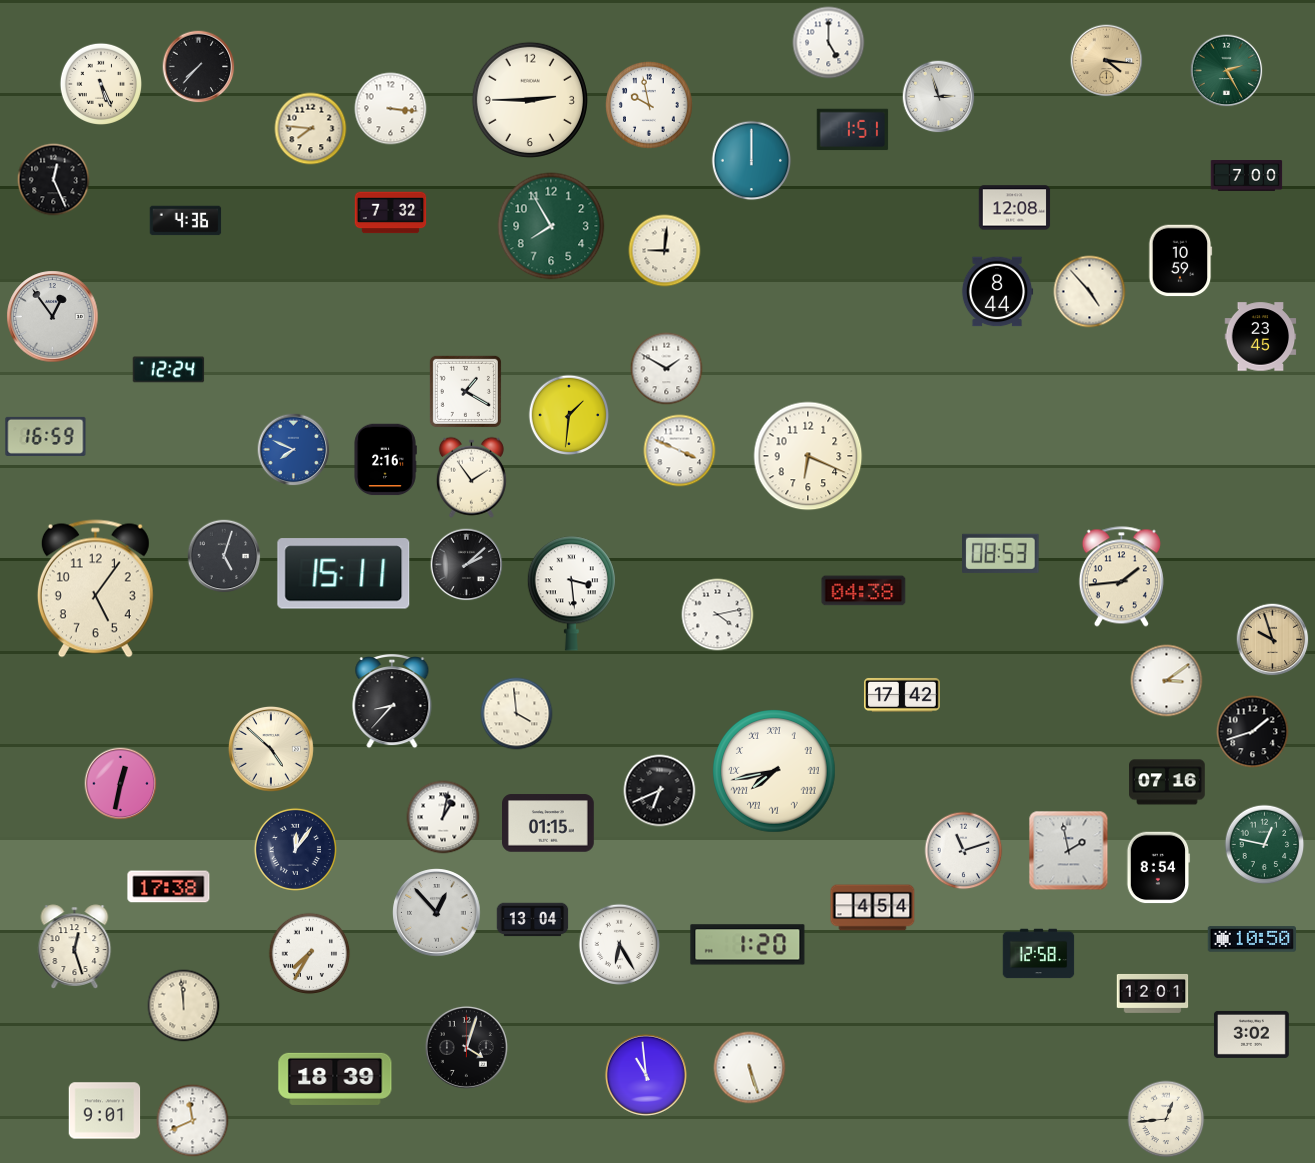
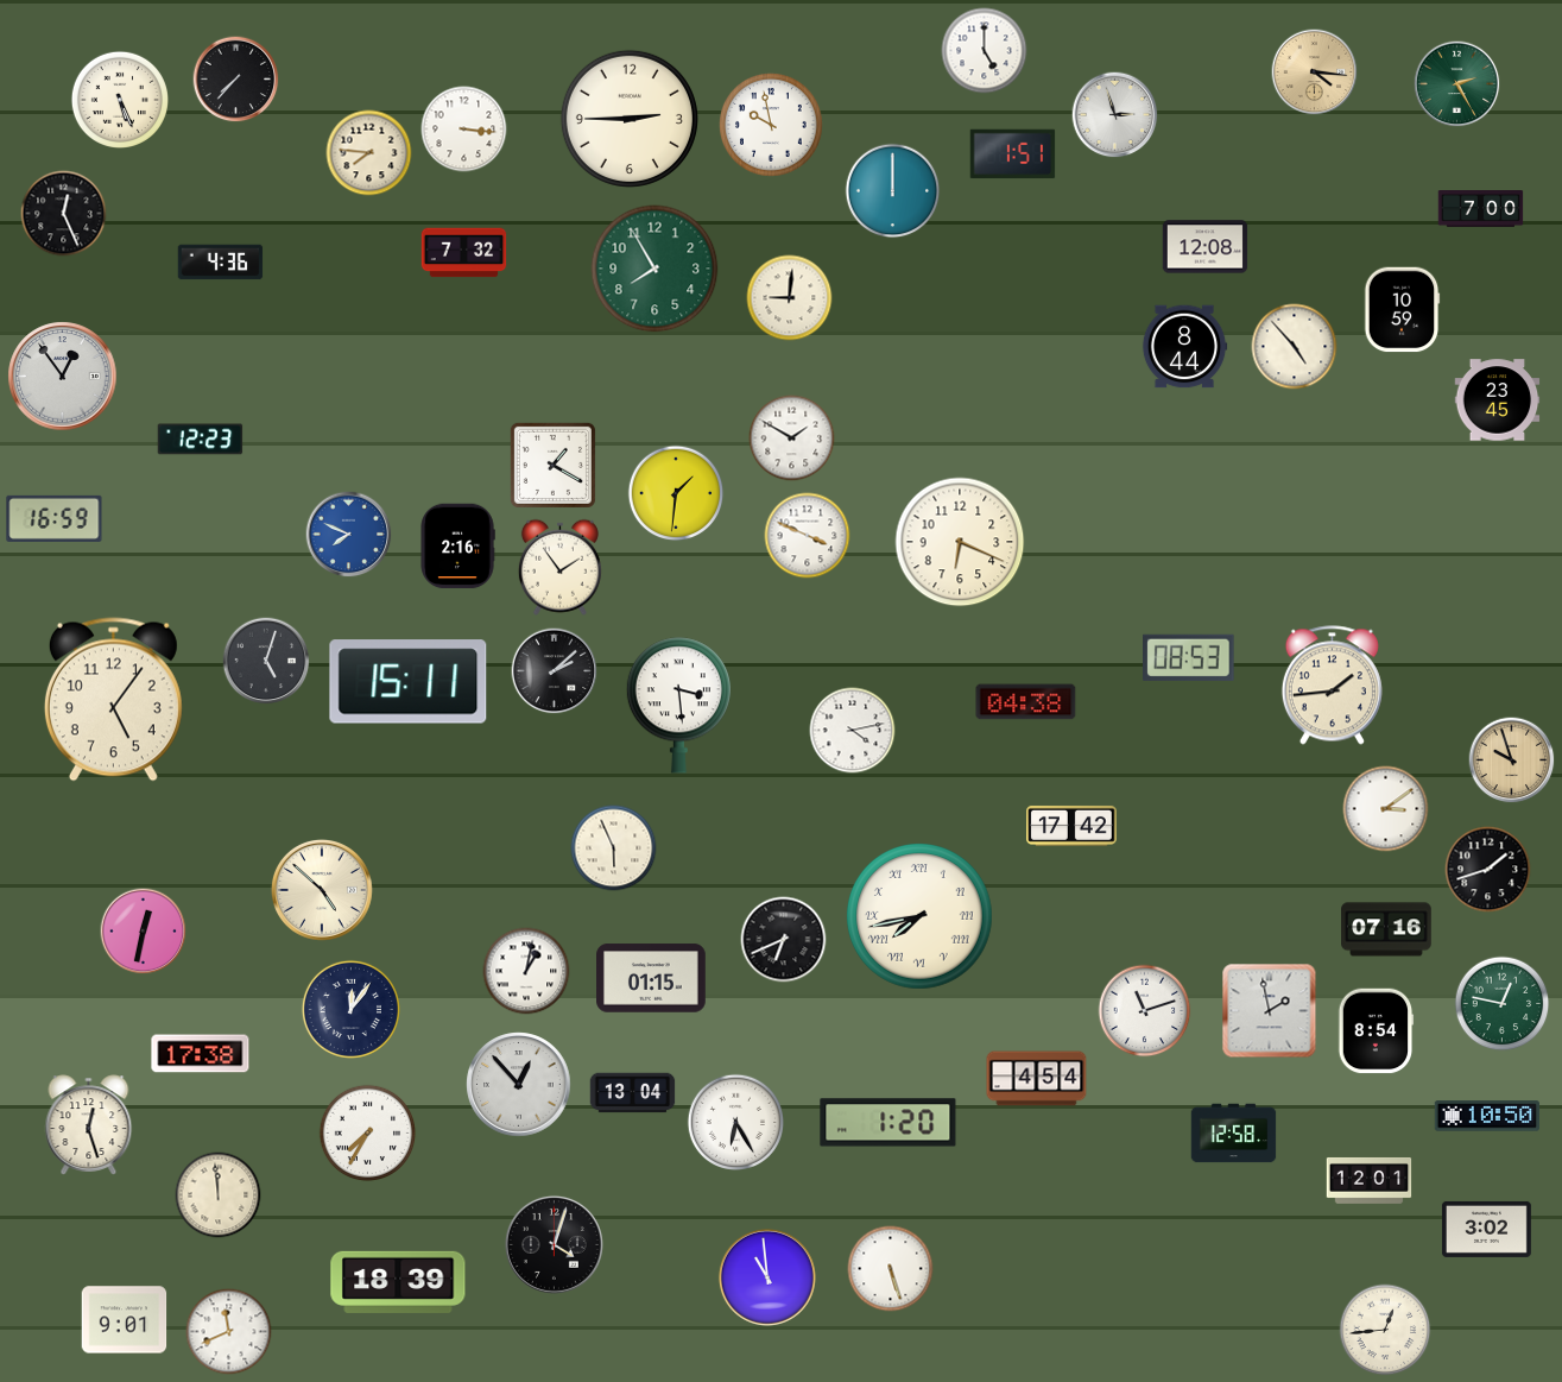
clock at (169, 370): 12:24 -> 12:23
clock at (392, 701): 8:37 -> none
clock at (517, 714): 3:59 -> 5:56
